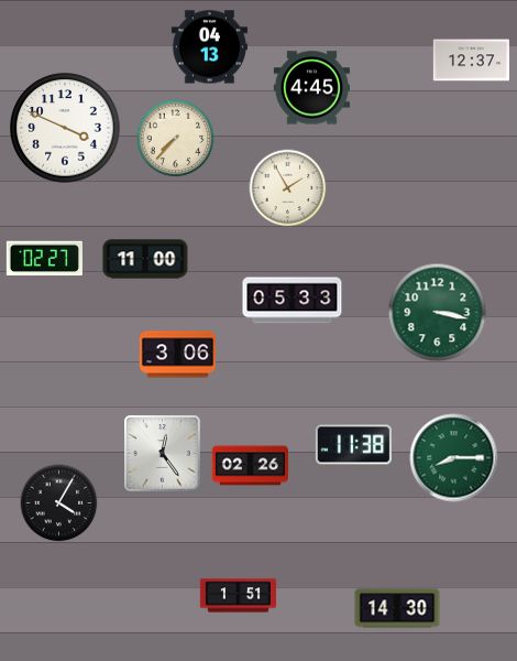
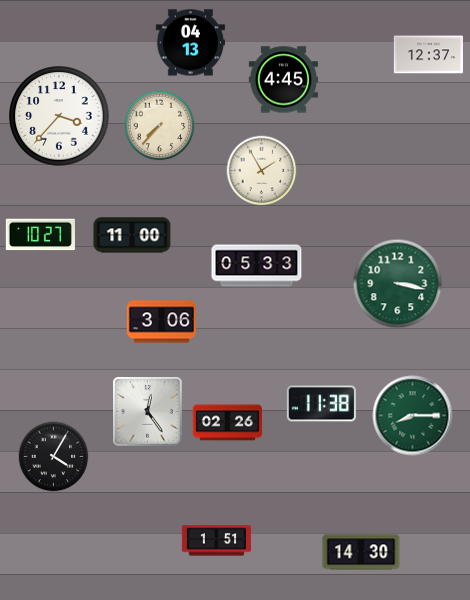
clock at (65, 128): 3:49 -> 3:37
clock at (44, 259): 02:27 -> 10:27
clock at (293, 301) position: (293, 301) -> (257, 266)
